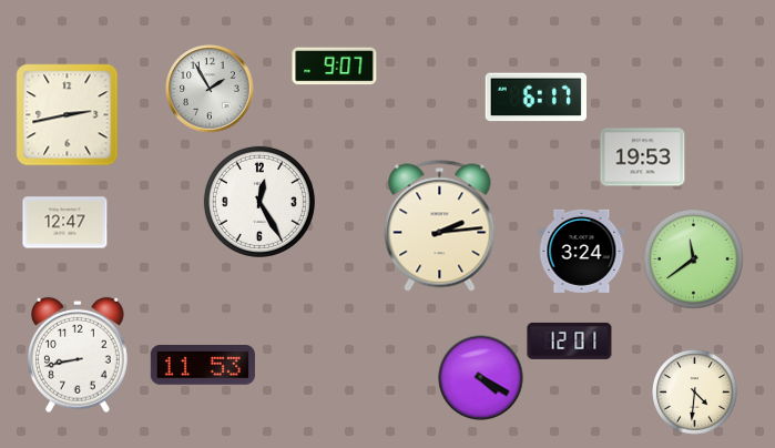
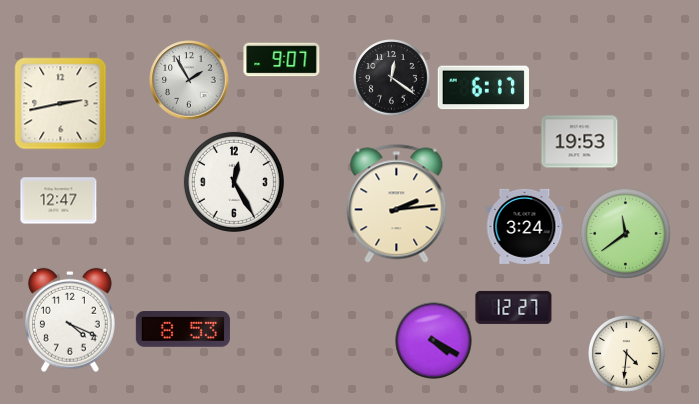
clock at (335, 67) position: (335, 67) -> (282, 60)
clock at (392, 78): none -> 12:21
clock at (570, 340): 12:01 -> 12:27
clock at (78, 355): 8:43 -> 4:19
clock at (203, 366): 11:53 -> 8:53
